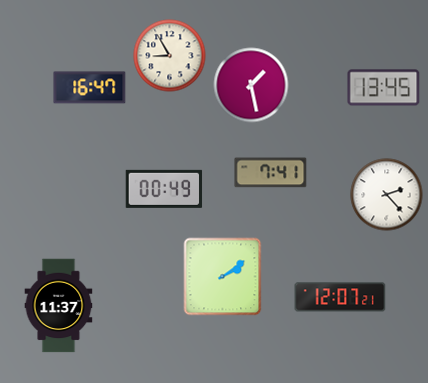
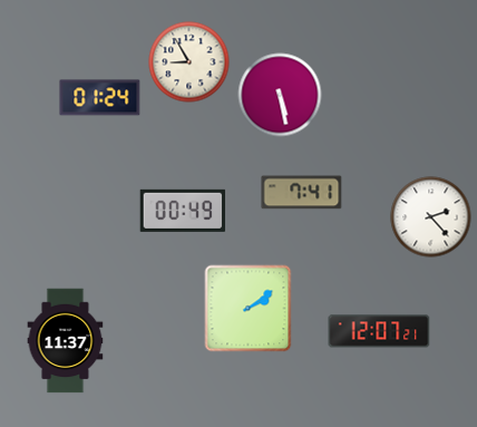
clock at (251, 85): 1:28 -> 5:28
clock at (90, 88): 16:47 -> 01:24
clock at (384, 88): 13:45 -> none
